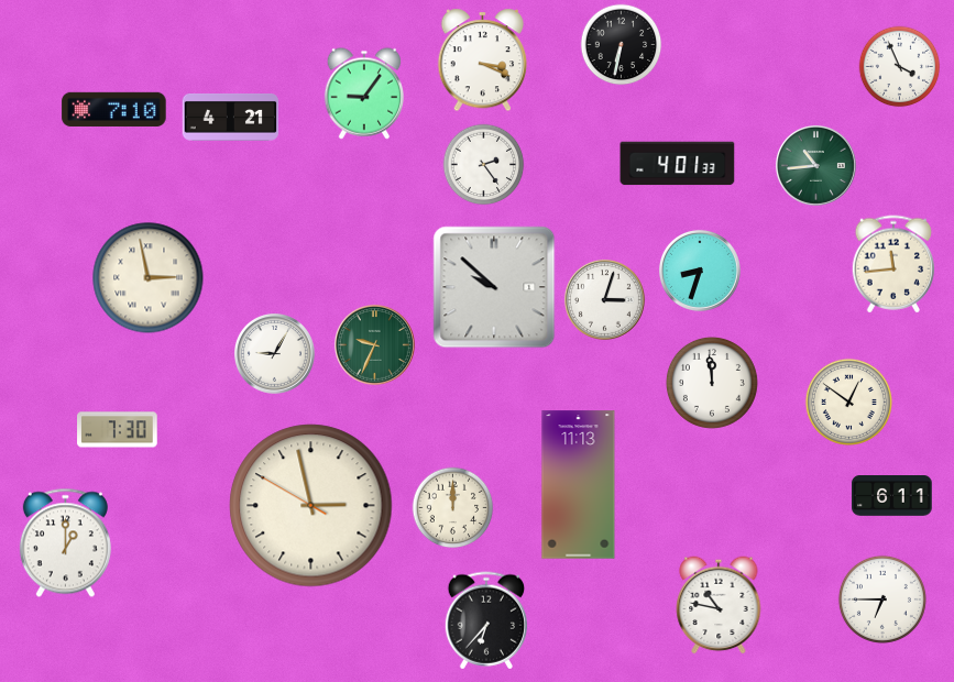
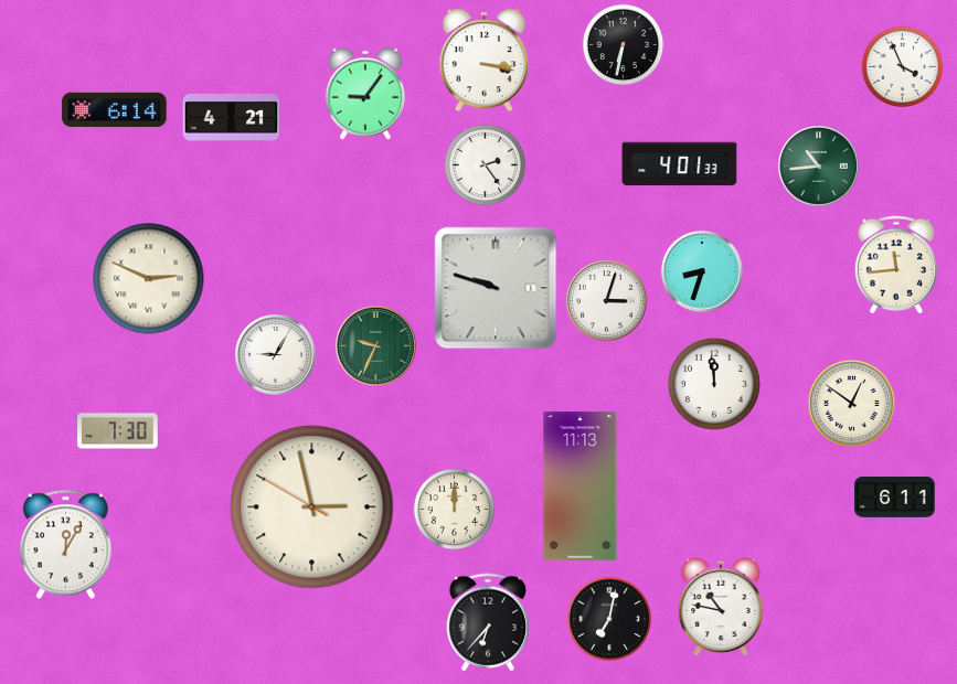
clock at (483, 61): 3:19 -> 3:17
clock at (114, 109): 7:10 -> 6:14
clock at (149, 278): 2:58 -> 2:49
clock at (494, 287): 9:52 -> 9:48
clock at (65, 543): 1:00 -> 12:05
clock at (882, 599): 6:45 -> none
clock at (608, 618): none -> 7:02
